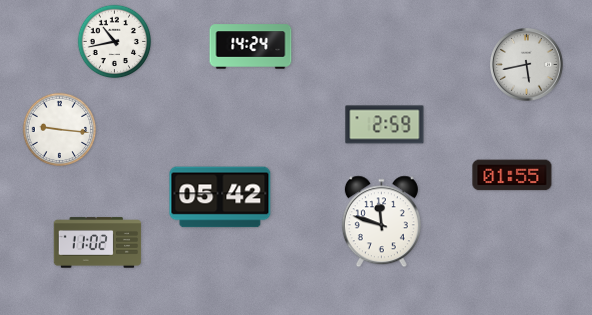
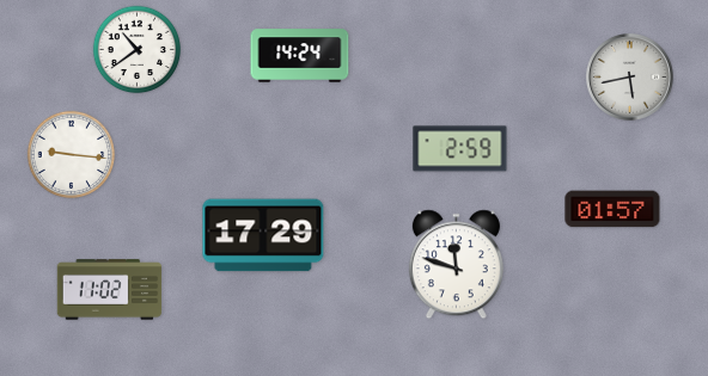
clock at (115, 42): 10:43 -> 10:39
clock at (512, 175): 01:55 -> 01:57
clock at (220, 197): 05:42 -> 17:29
clock at (98, 243) position: (98, 243) -> (110, 290)
